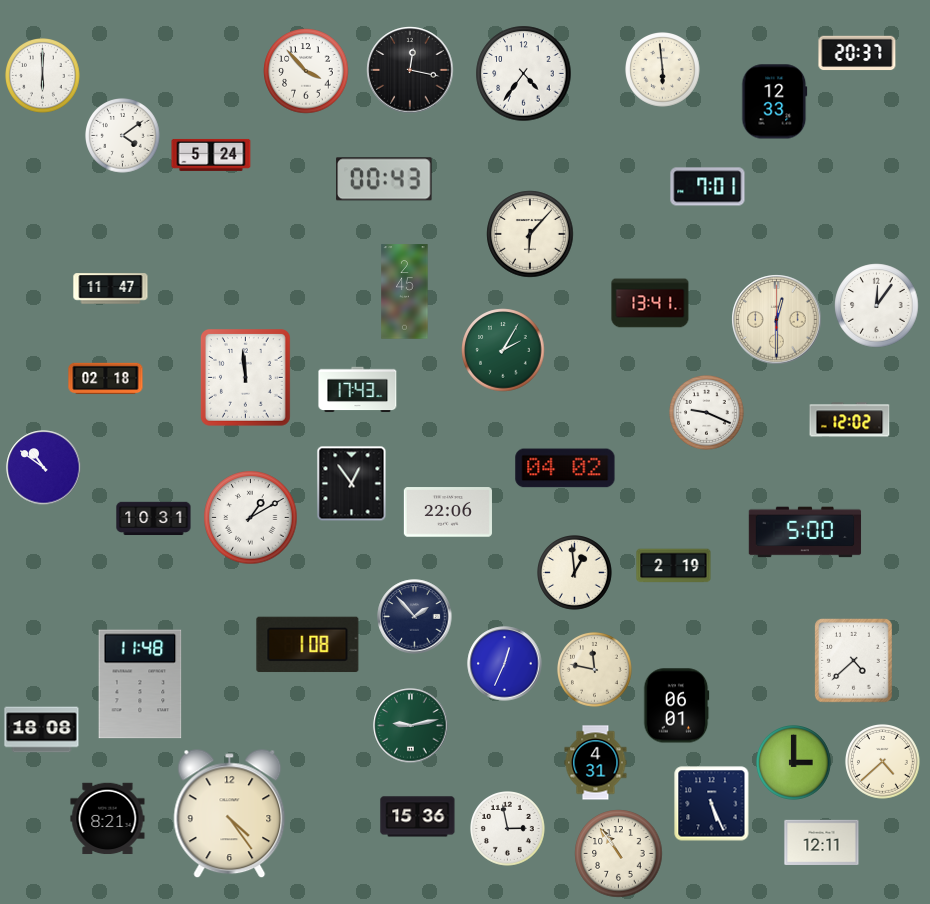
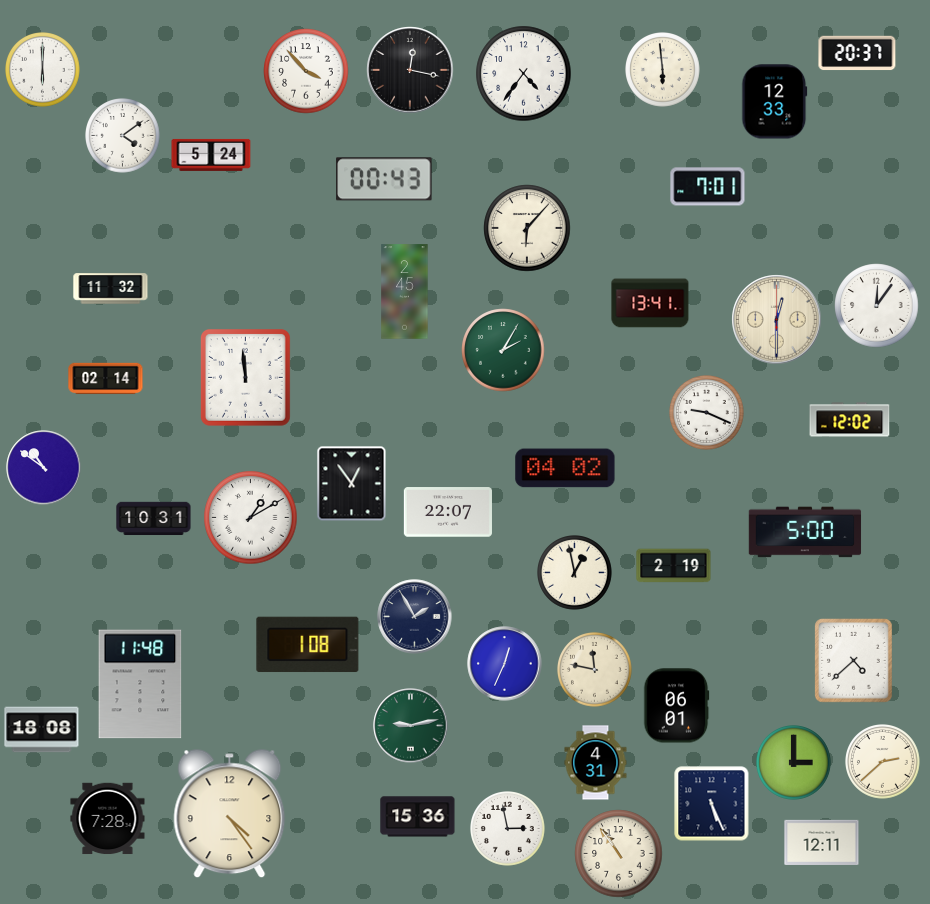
clock at (43, 76) position: (43, 76) -> (43, 70)
clock at (530, 234) position: (530, 234) -> (527, 228)
clock at (111, 289): 11:47 -> 11:32
clock at (106, 379): 02:18 -> 02:14
clock at (358, 390): 17:43 -> none
clock at (448, 512): 22:06 -> 22:07
clock at (575, 573): 12:59 -> 12:58
clock at (415, 617): 1:53 -> 1:55
clock at (883, 762): 4:38 -> 2:38
clock at (108, 819): 8:21 -> 7:28
